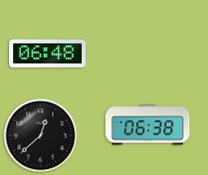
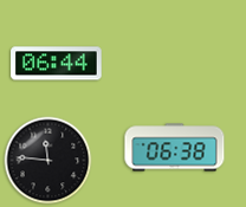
clock at (48, 54): 06:48 -> 06:44
clock at (41, 136): 12:38 -> 11:46
